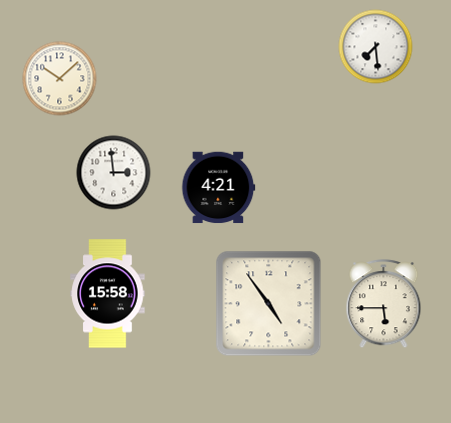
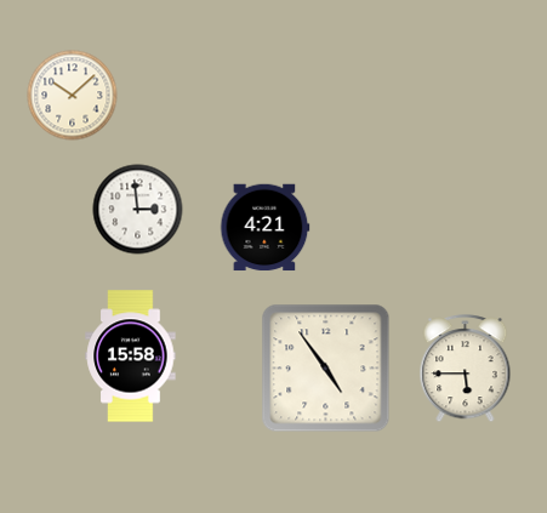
clock at (376, 47): 7:29 -> none
